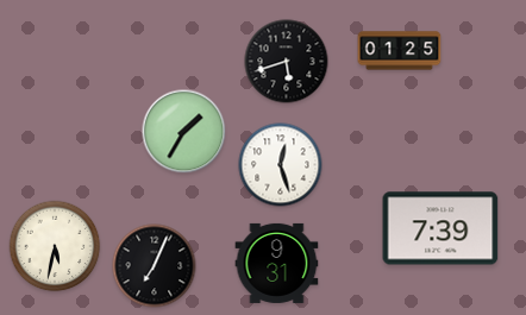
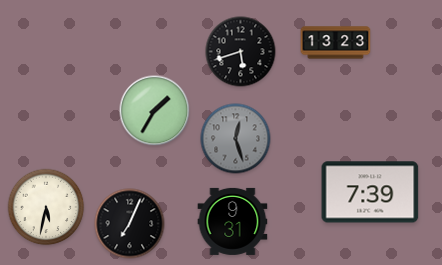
clock at (400, 51): 01:25 -> 13:23
clock at (281, 165) dial: white -> grey
